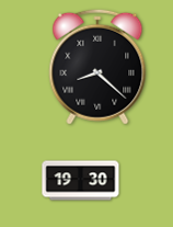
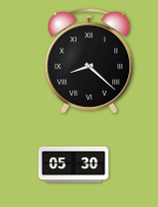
clock at (81, 181): 19:30 -> 05:30
